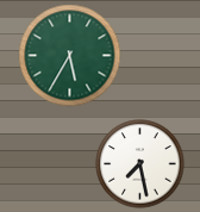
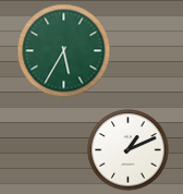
clock at (140, 164): 7:28 -> 1:11
